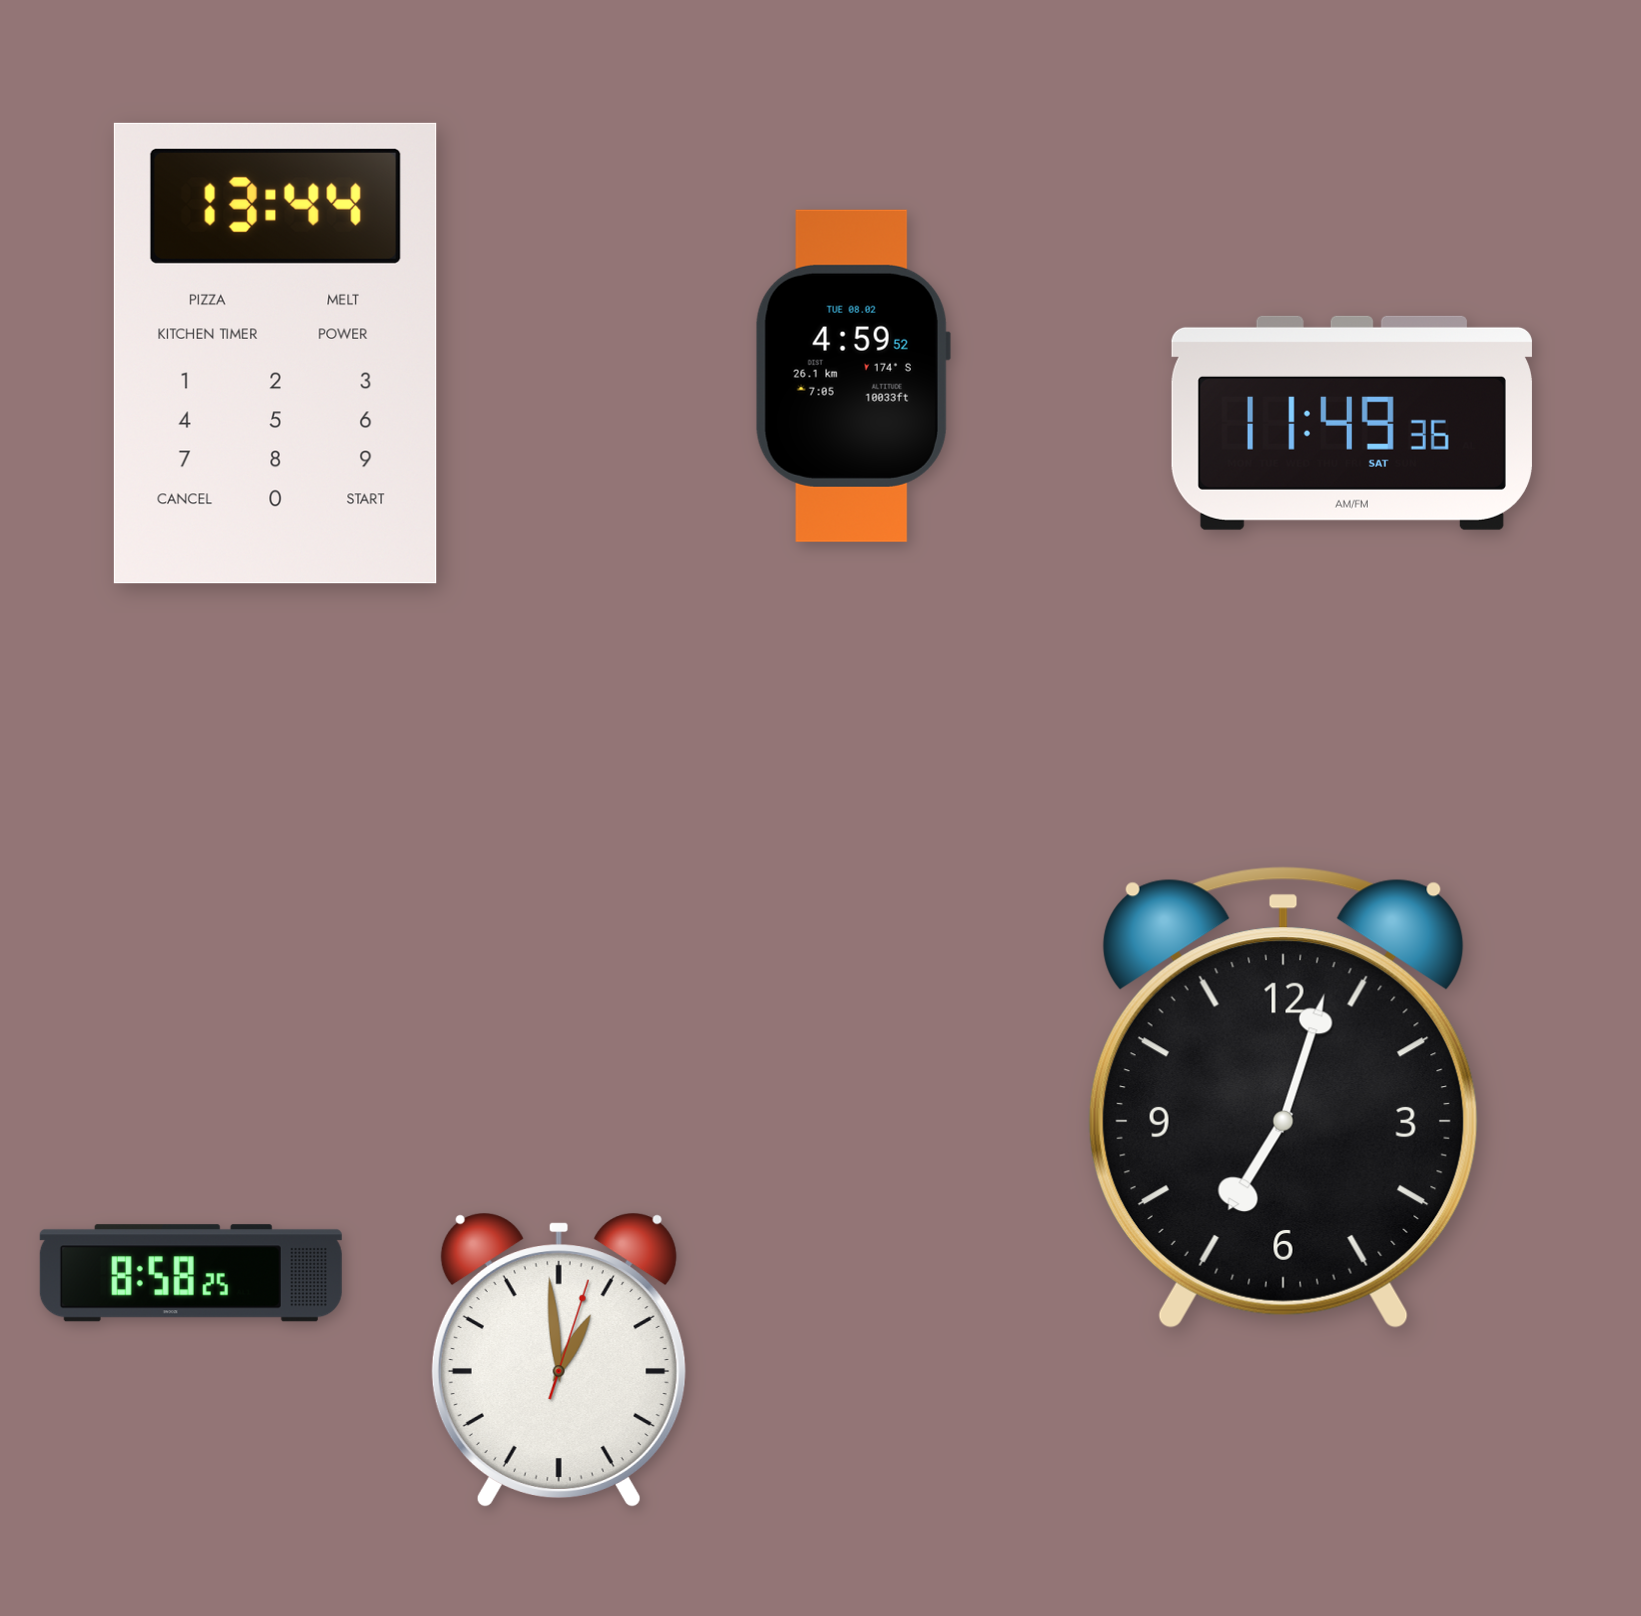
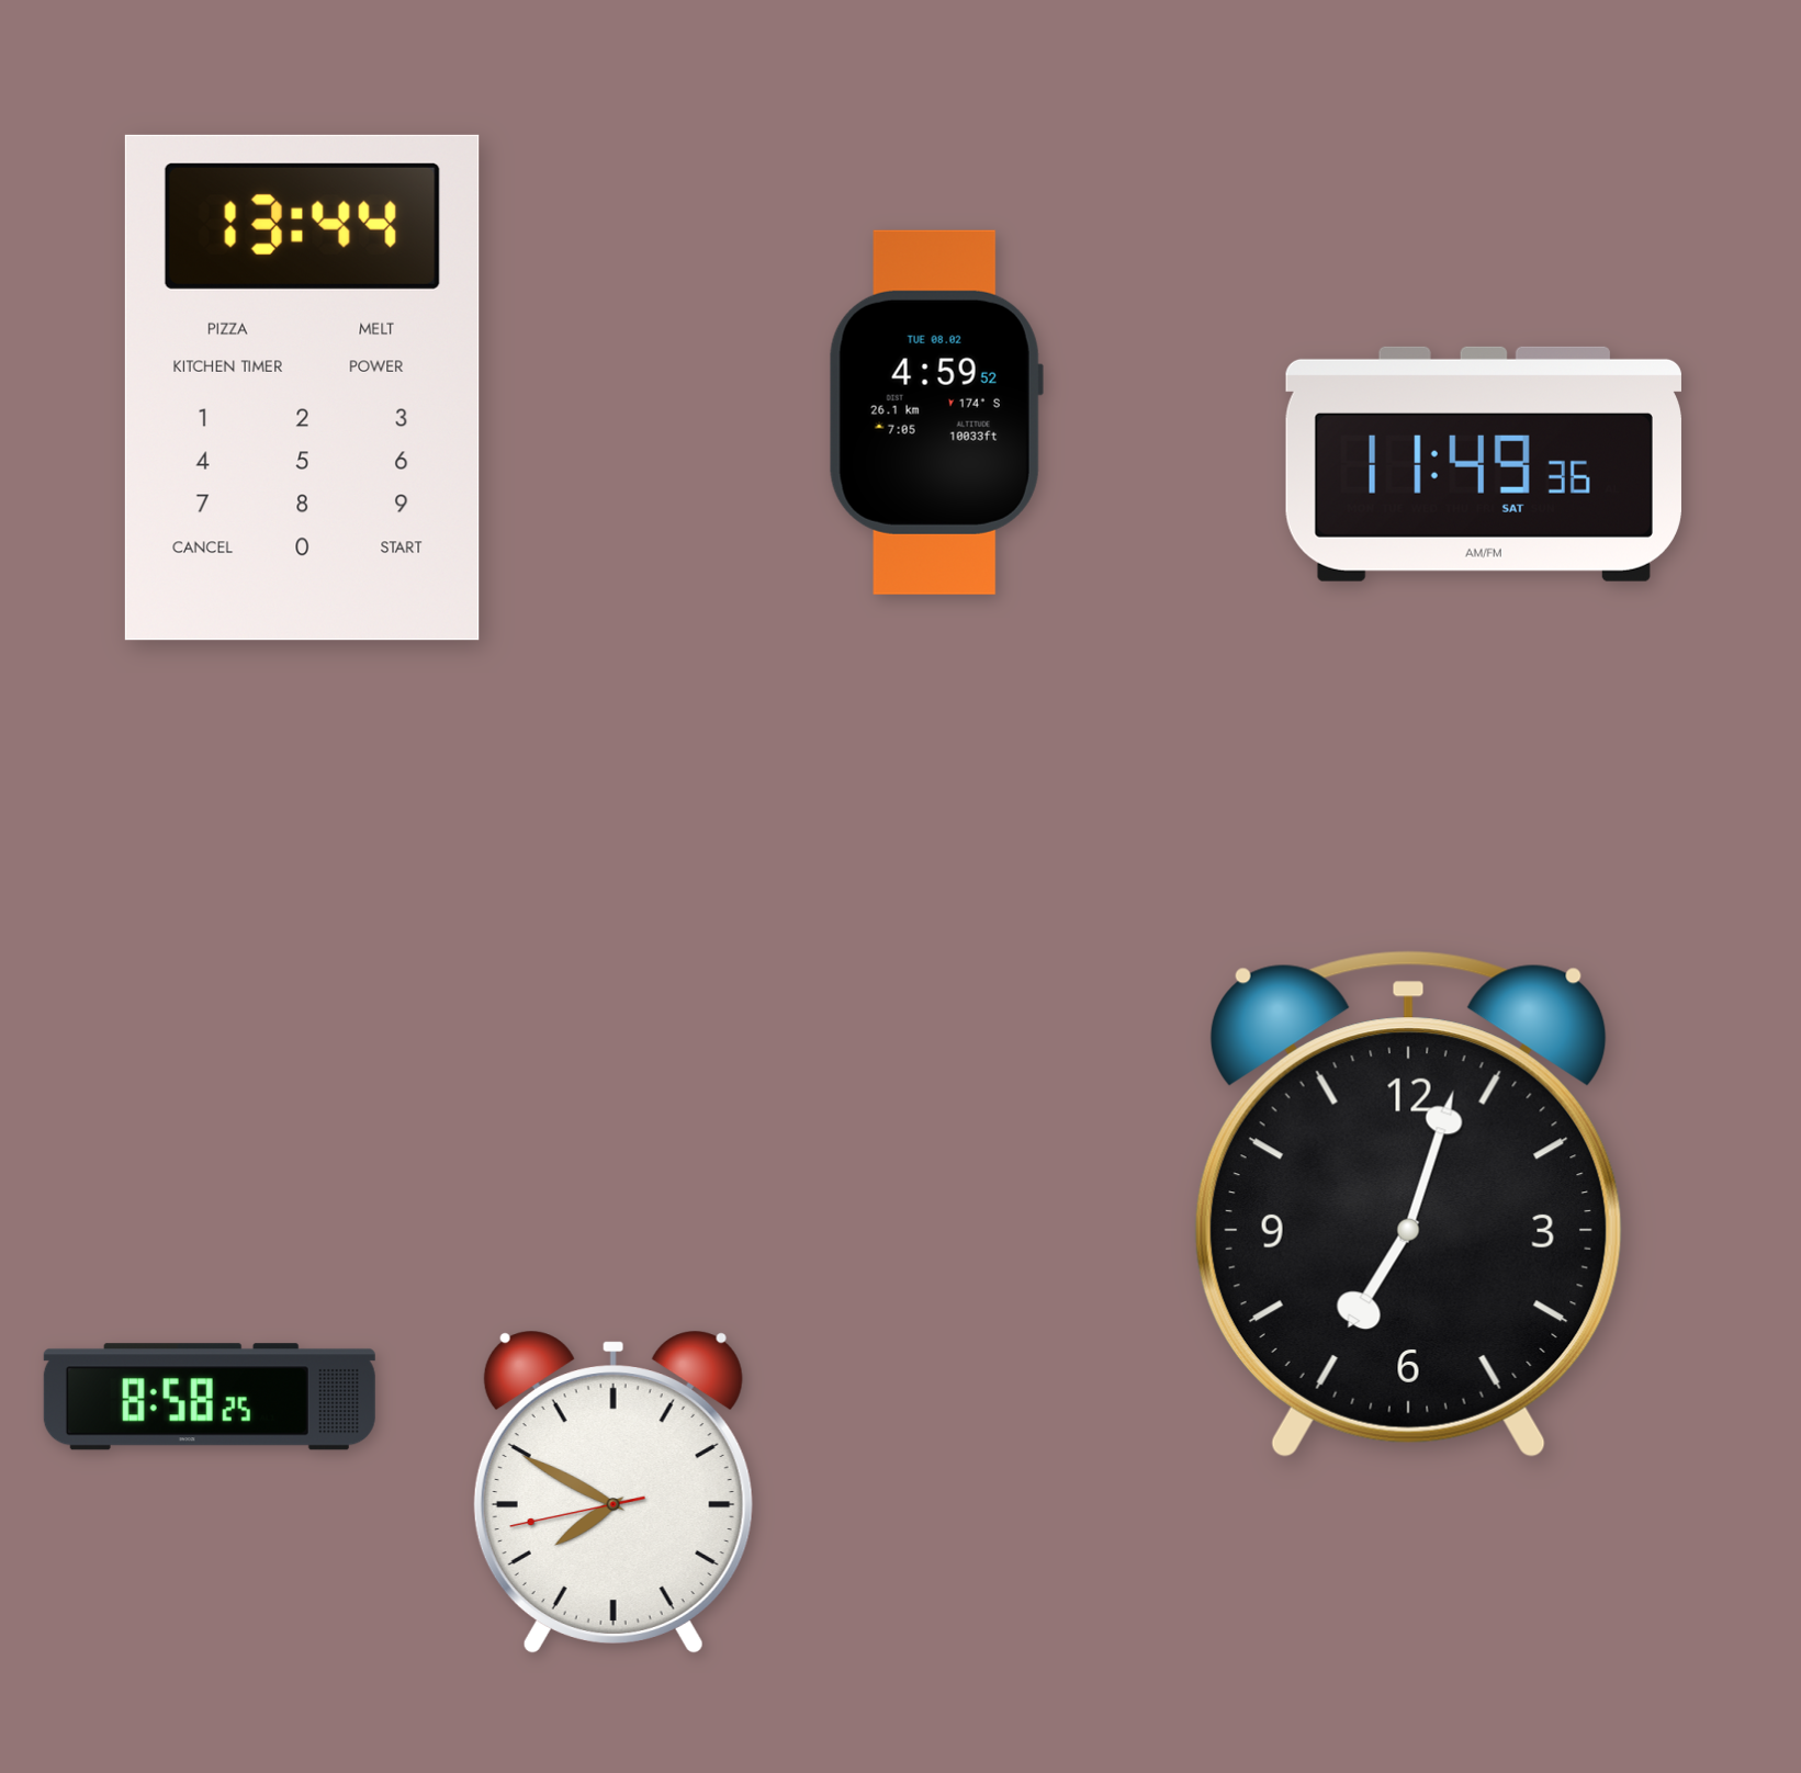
clock at (559, 1360): 12:59 -> 7:49
